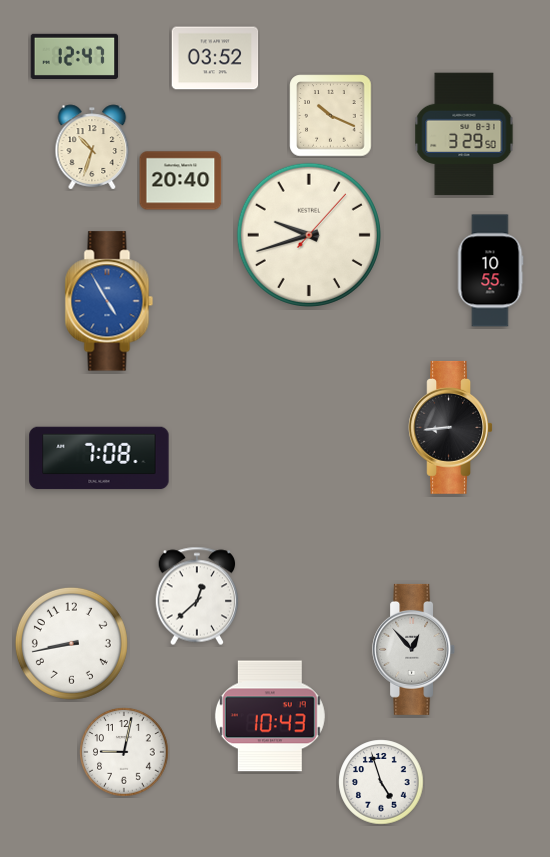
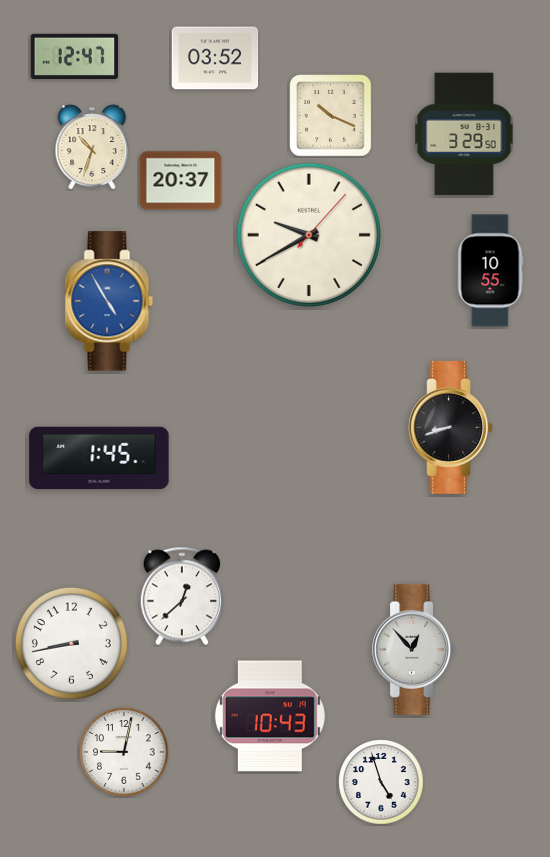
clock at (181, 181): 20:40 -> 20:37
clock at (309, 235): 9:42 -> 9:40
clock at (450, 427): 8:44 -> 8:42
clock at (99, 458): 7:08 -> 1:45
clock at (197, 596) position: (197, 596) -> (182, 596)
